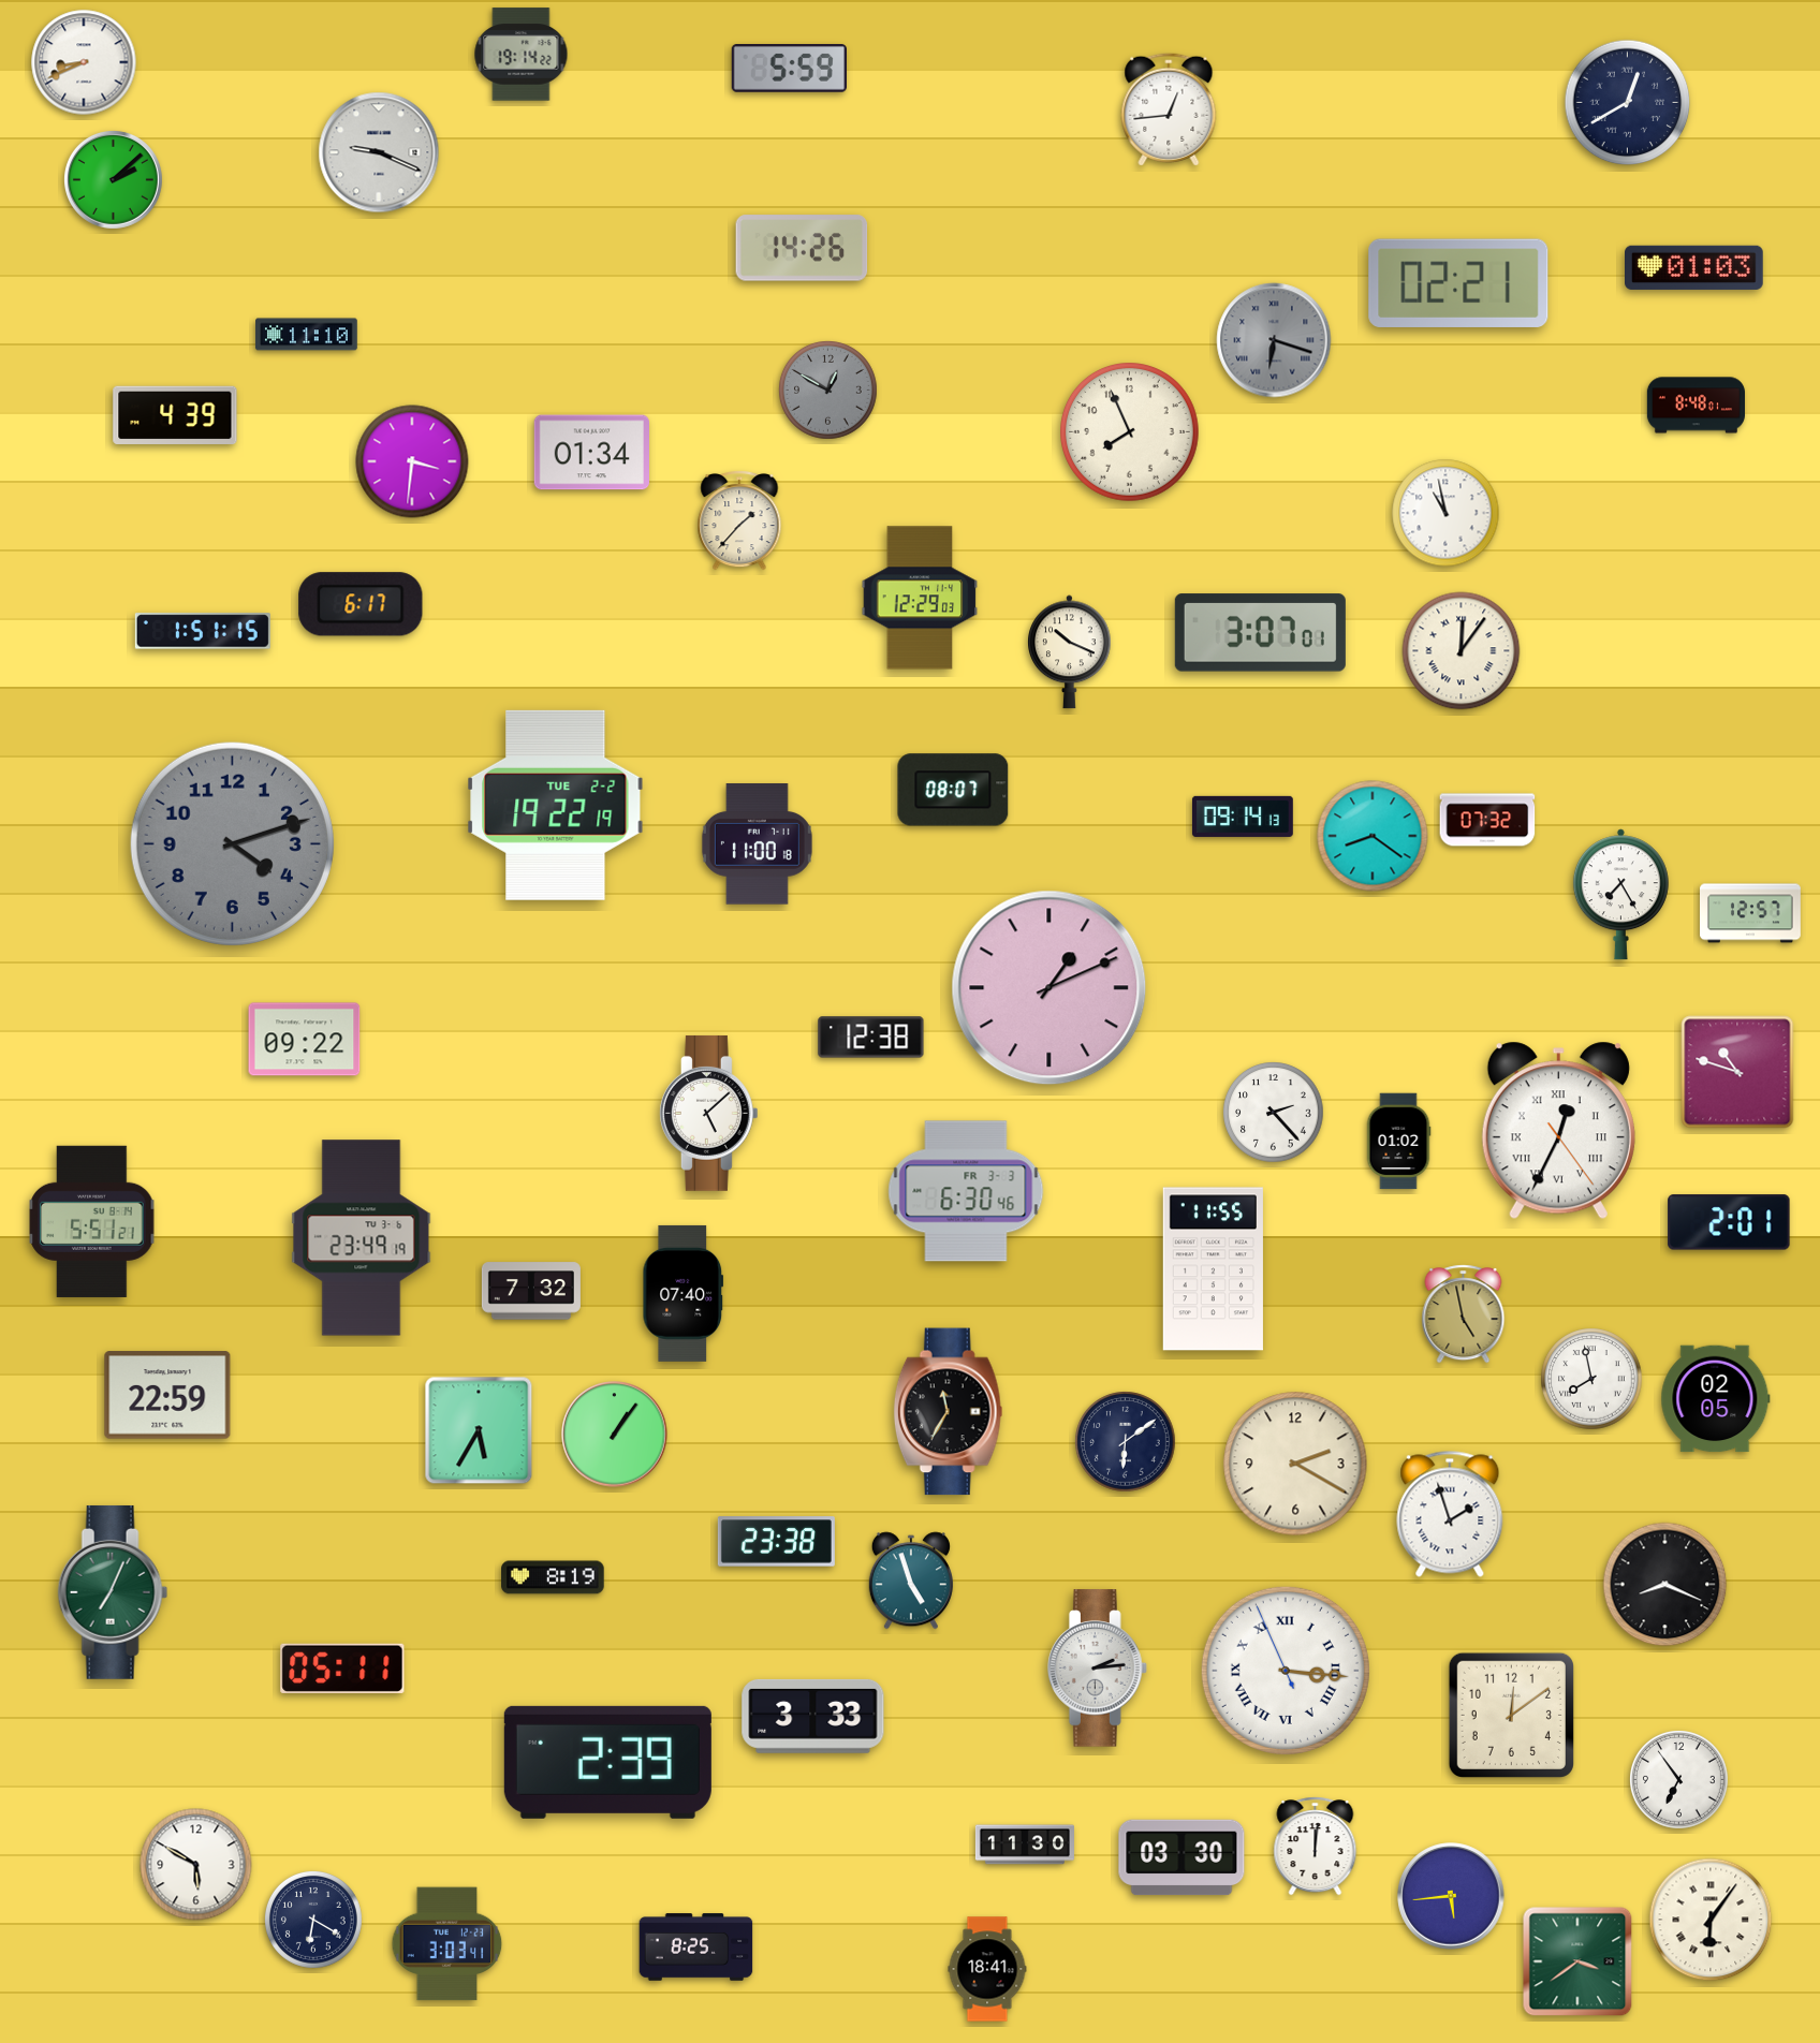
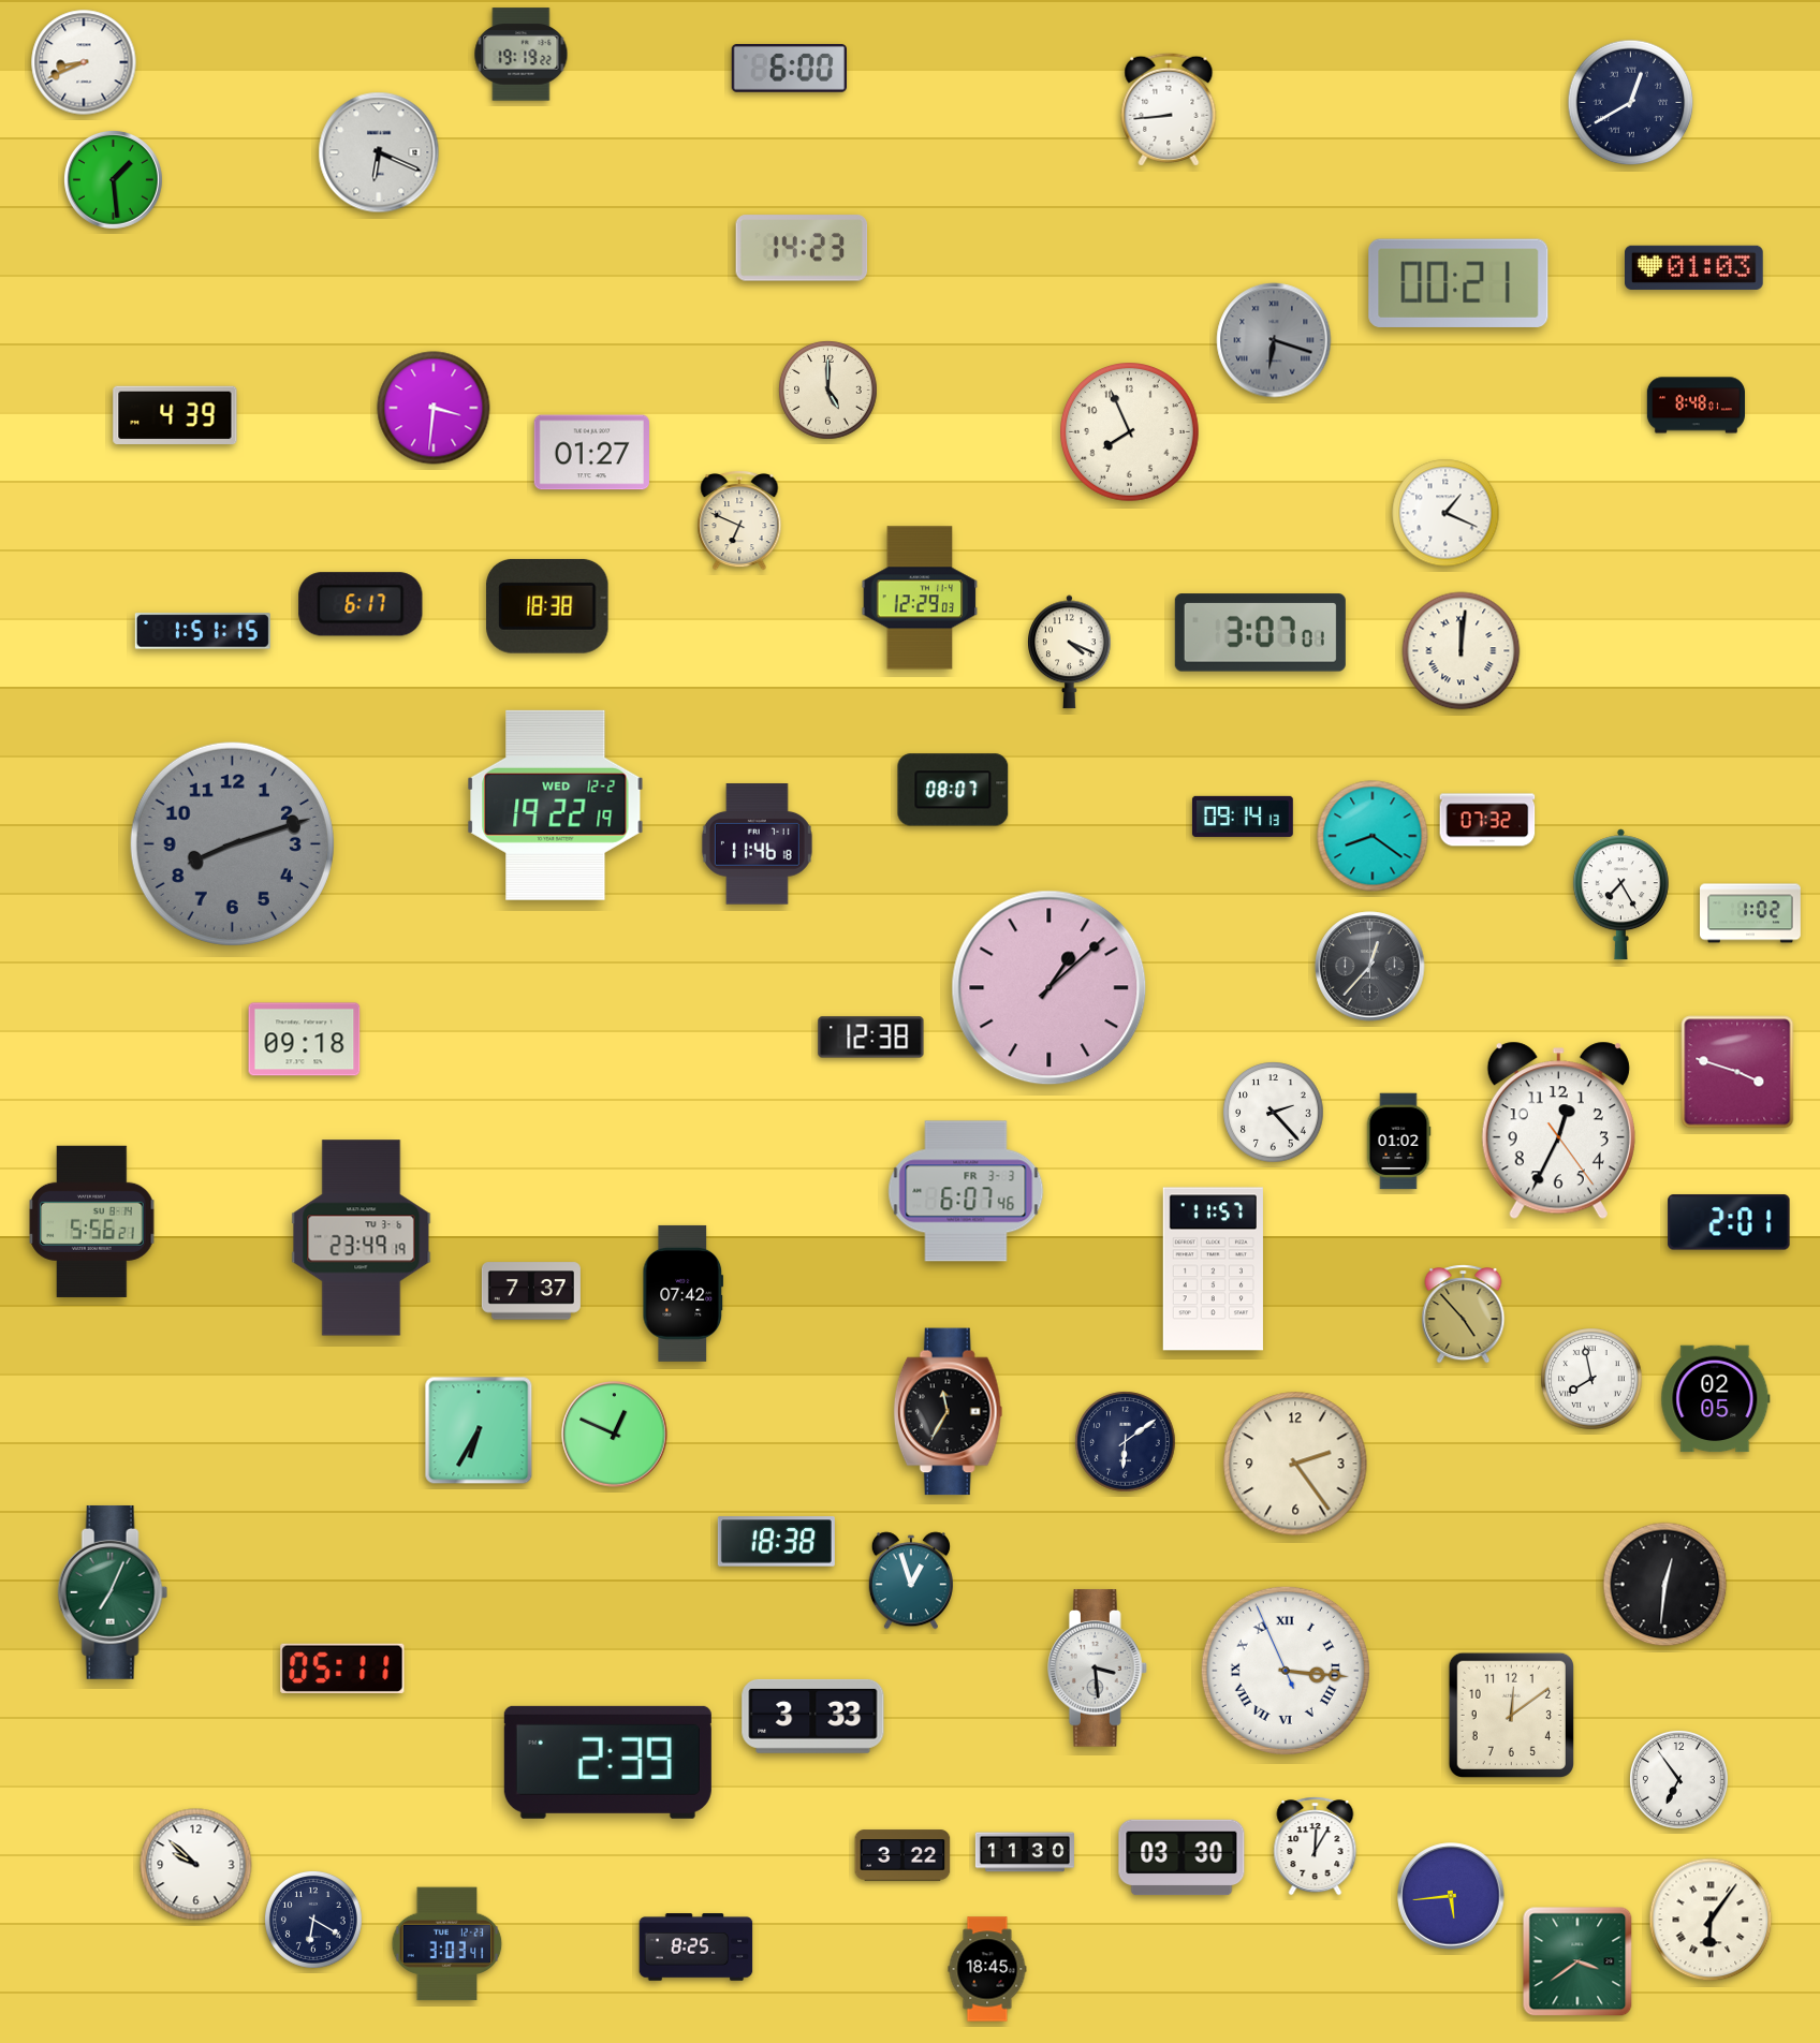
clock at (522, 55): 19:14 -> 19:19
clock at (789, 69): 5:59 -> 6:00
clock at (1628, 103) position: (1628, 103) -> (1631, 103)
clock at (1169, 109): 12:44 -> 8:44
clock at (379, 152): 9:19 -> 6:19
clock at (113, 179): 2:08 -> 1:29
clock at (802, 248): 14:26 -> 14:23
clock at (1458, 282): 02:21 -> 00:21
clock at (307, 335): 11:10 -> none
clock at (828, 391): 12:50 -> 5:00
clock at (828, 391) dial: grey -> cream
clock at (591, 453): 01:34 -> 01:27
clock at (412, 461) position: (412, 461) -> (434, 408)
clock at (1445, 513): 10:58 -> 1:19
clock at (739, 521): 1:37 -> 6:49
clock at (547, 606): none -> 18:38
clock at (1462, 651): 12:06 -> 12:01
clock at (1070, 652): 10:19 -> 4:19
clock at (556, 805) date: TUE 2-2 -> WED 12-2
clock at (232, 843): 4:12 -> 8:12
clock at (757, 844): 11:00 -> 11:46
clock at (1751, 913): 12:57 -> 1:02
clock at (1370, 967): none -> 12:37
clock at (1050, 988): 1:11 -> 1:08
clock at (305, 1040): 09:22 -> 09:18
clock at (1737, 1072): 10:48 -> 3:48
clock at (708, 1113): 5:08 -> none
clock at (1558, 1131) numerals: Roman -> Arabic
clock at (966, 1191): 6:30 -> 6:07
clock at (92, 1221): 5:51 -> 5:56
clock at (1213, 1269): 11:55 -> 11:57
clock at (531, 1291): 7:32 -> 7:37
clock at (684, 1293): 07:40 -> 07:42
clock at (1464, 1314): 4:58 -> 4:53
clock at (167, 1395): 22:59 -> none
clock at (479, 1430): 5:35 -> 6:35
clock at (615, 1435): 1:06 -> 12:49
clock at (1295, 1464): 2:20 -> 2:24
clock at (1450, 1514): 1:57 -> none
clock at (776, 1542): 23:38 -> 18:38
clock at (553, 1577): 8:19 -> none
clock at (911, 1581): 4:57 -> 12:57
clock at (1665, 1585): 8:19 -> 12:31
clock at (1098, 1669): 2:14 -> 3:29
clock at (1025, 1844) position: (1025, 1844) -> (1025, 1852)
clock at (1316, 1847): 12:01 -> 12:05
clock at (902, 1855): none -> 3:22
clock at (196, 1865): 5:50 -> 9:52
clock at (987, 1969): 18:41 -> 18:45
